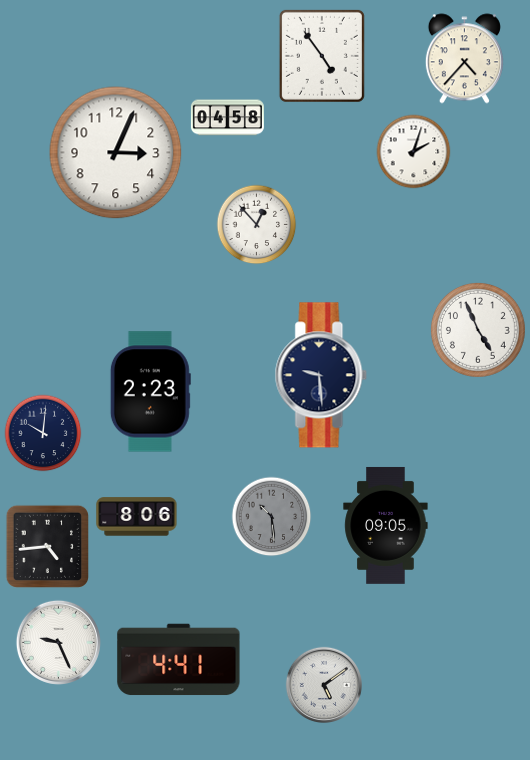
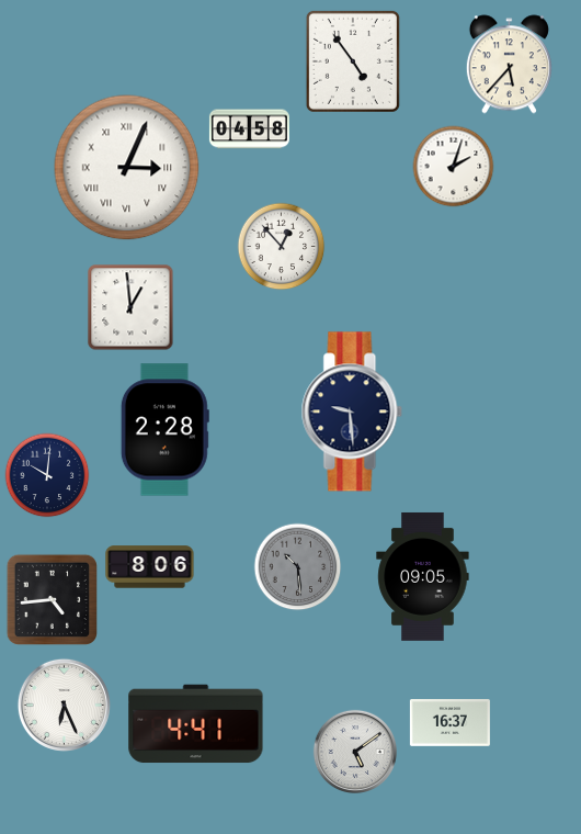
clock at (464, 59): 4:37 -> 5:37
clock at (116, 153) numerals: Arabic -> Roman
clock at (130, 307): none -> 12:59
clock at (478, 330): 4:56 -> none
clock at (150, 392): 2:23 -> 2:28
clock at (58, 642): 9:26 -> 6:26
clock at (449, 723): none -> 16:37
